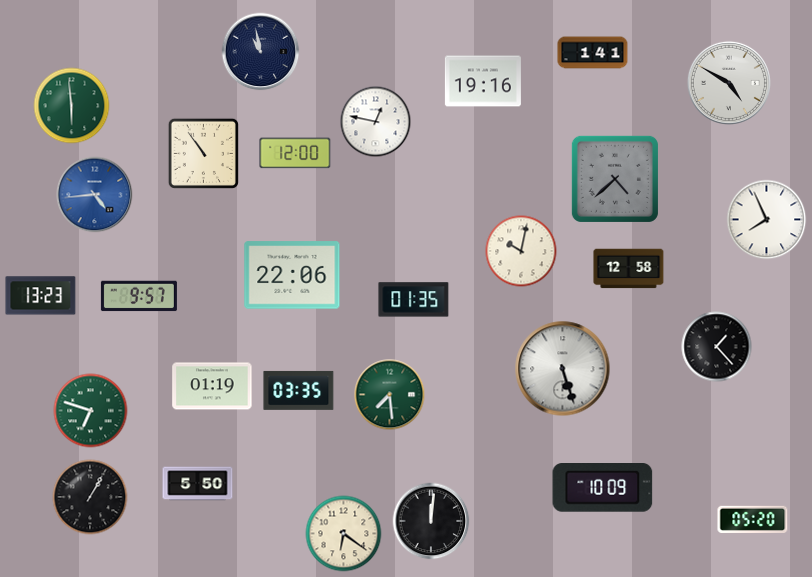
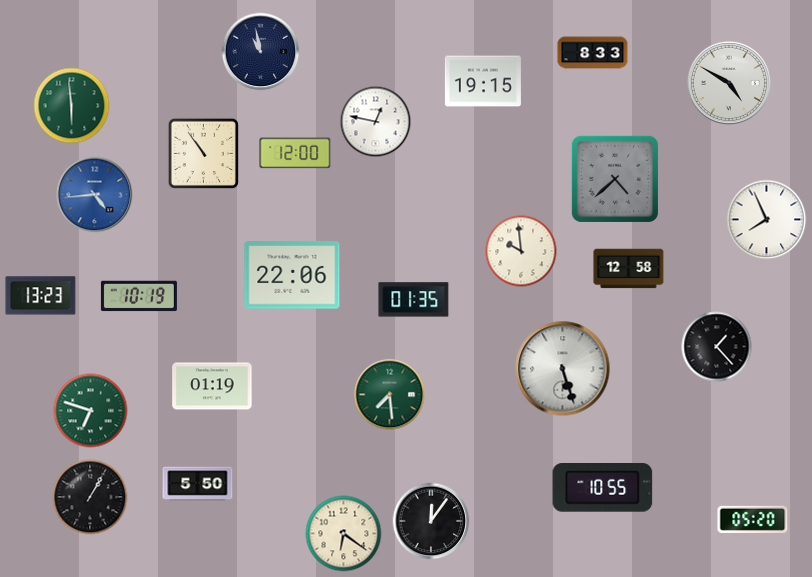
clock at (593, 53): 1:41 -> 8:33
clock at (483, 81): 19:16 -> 19:15
clock at (521, 251): 10:02 -> 9:59
clock at (139, 296): 9:57 -> 10:19
clock at (299, 390): 03:35 -> none
clock at (603, 488): 10:09 -> 10:55
clock at (431, 521): 12:01 -> 12:06
